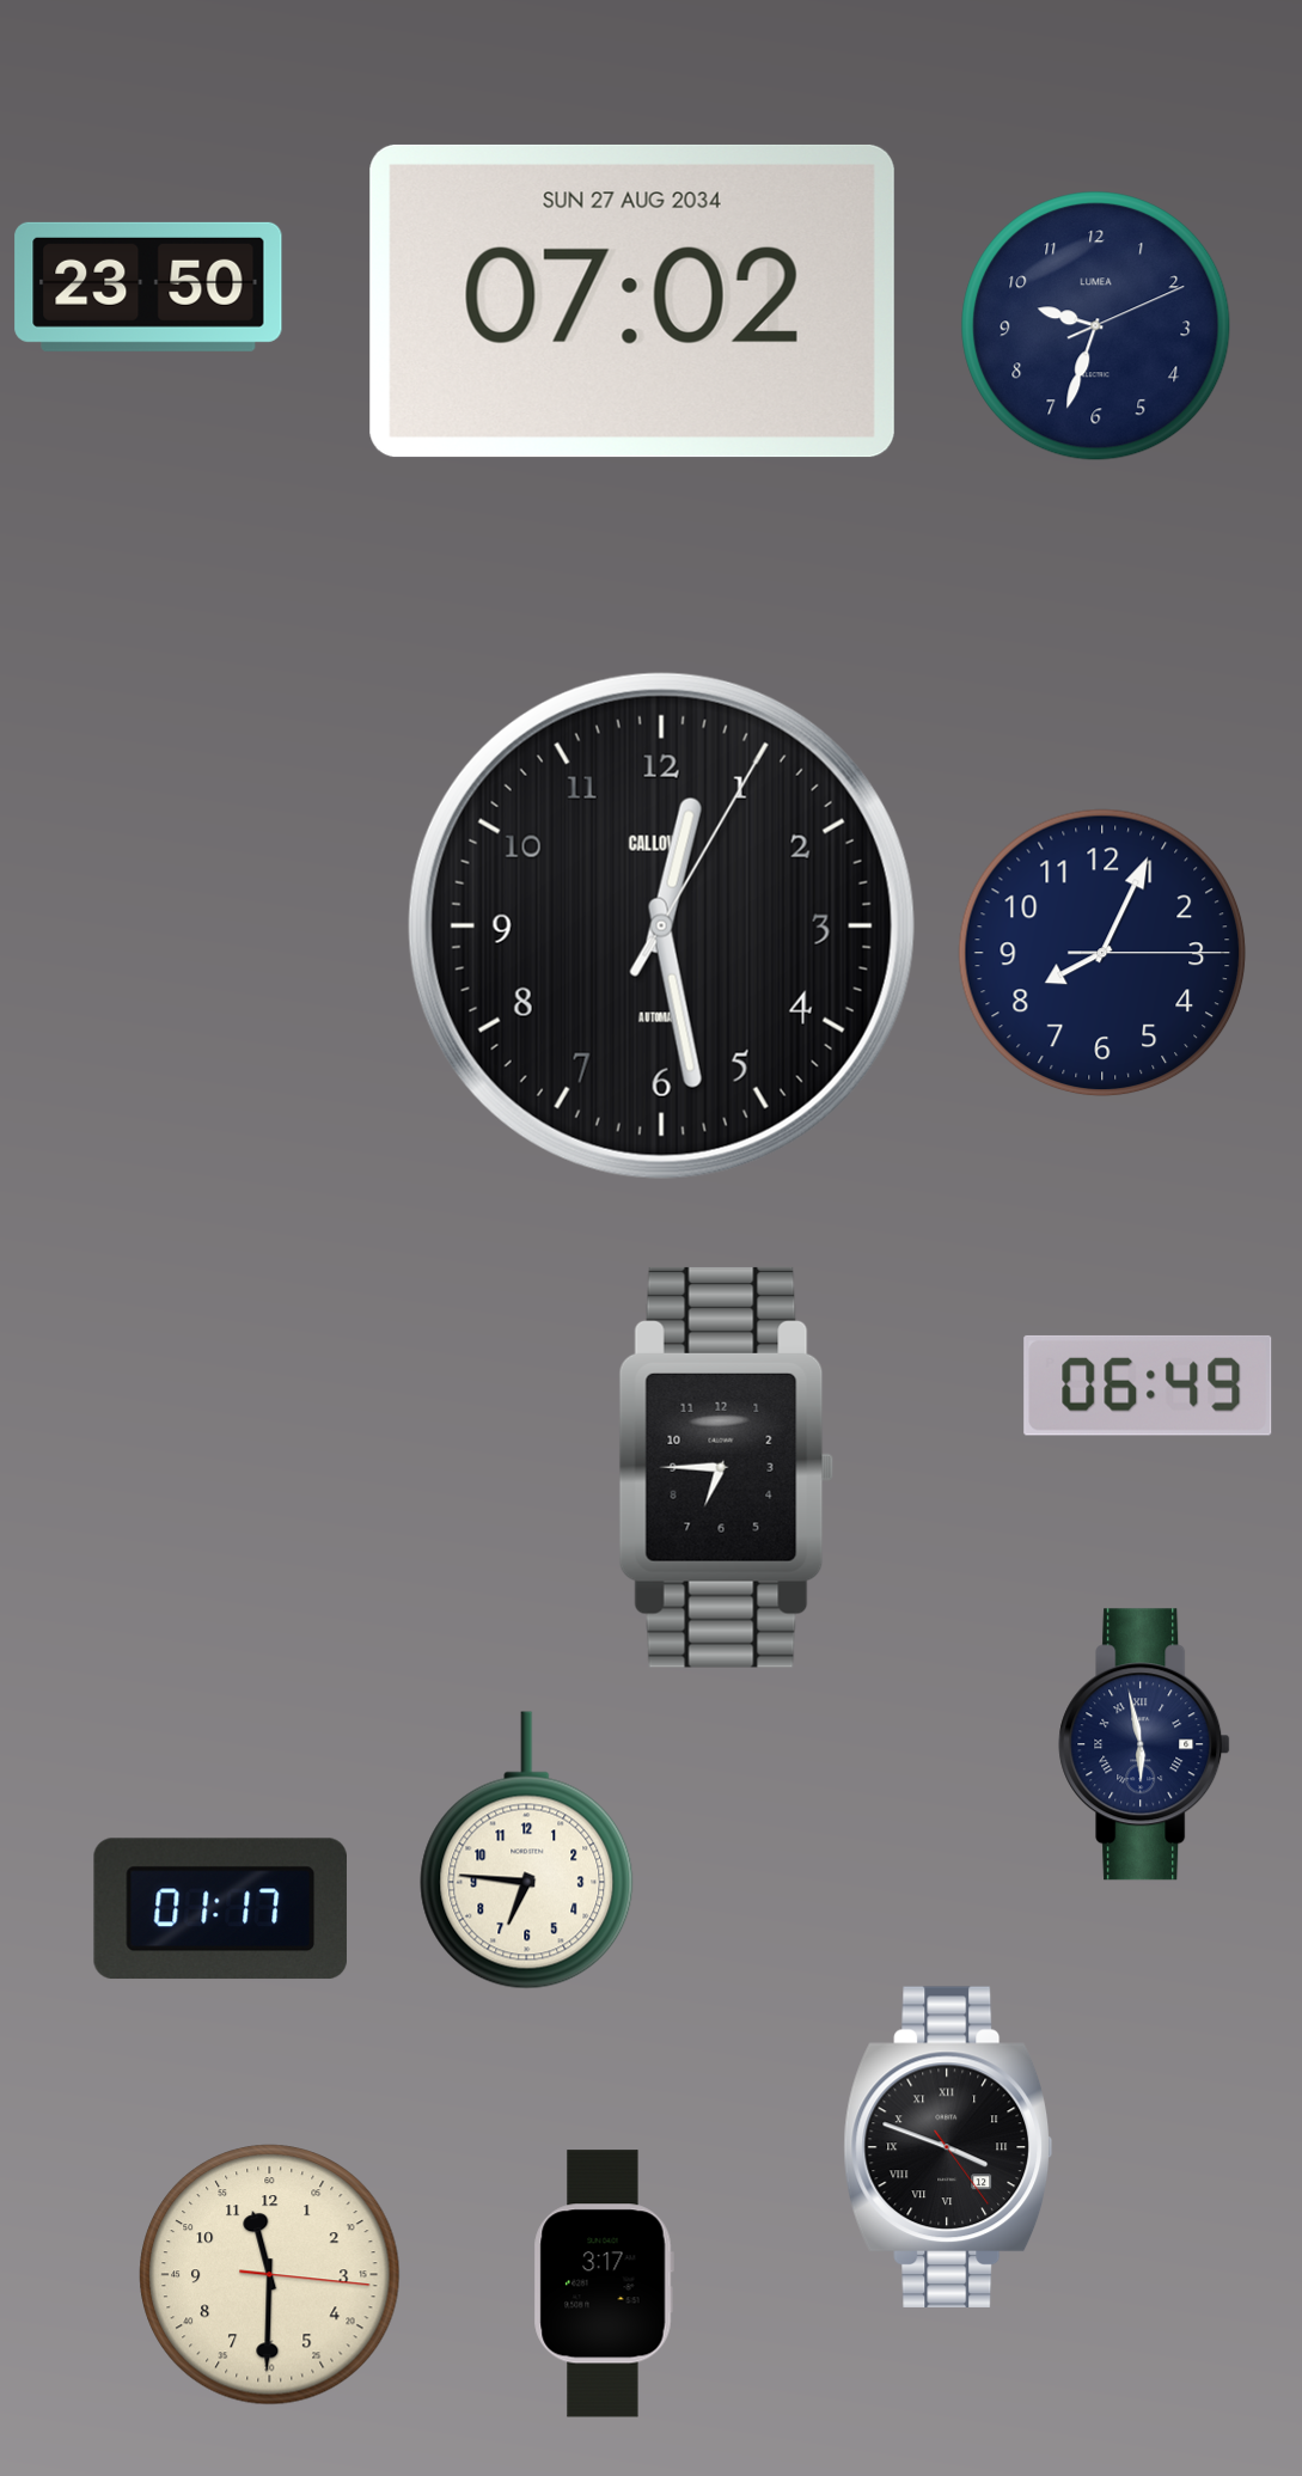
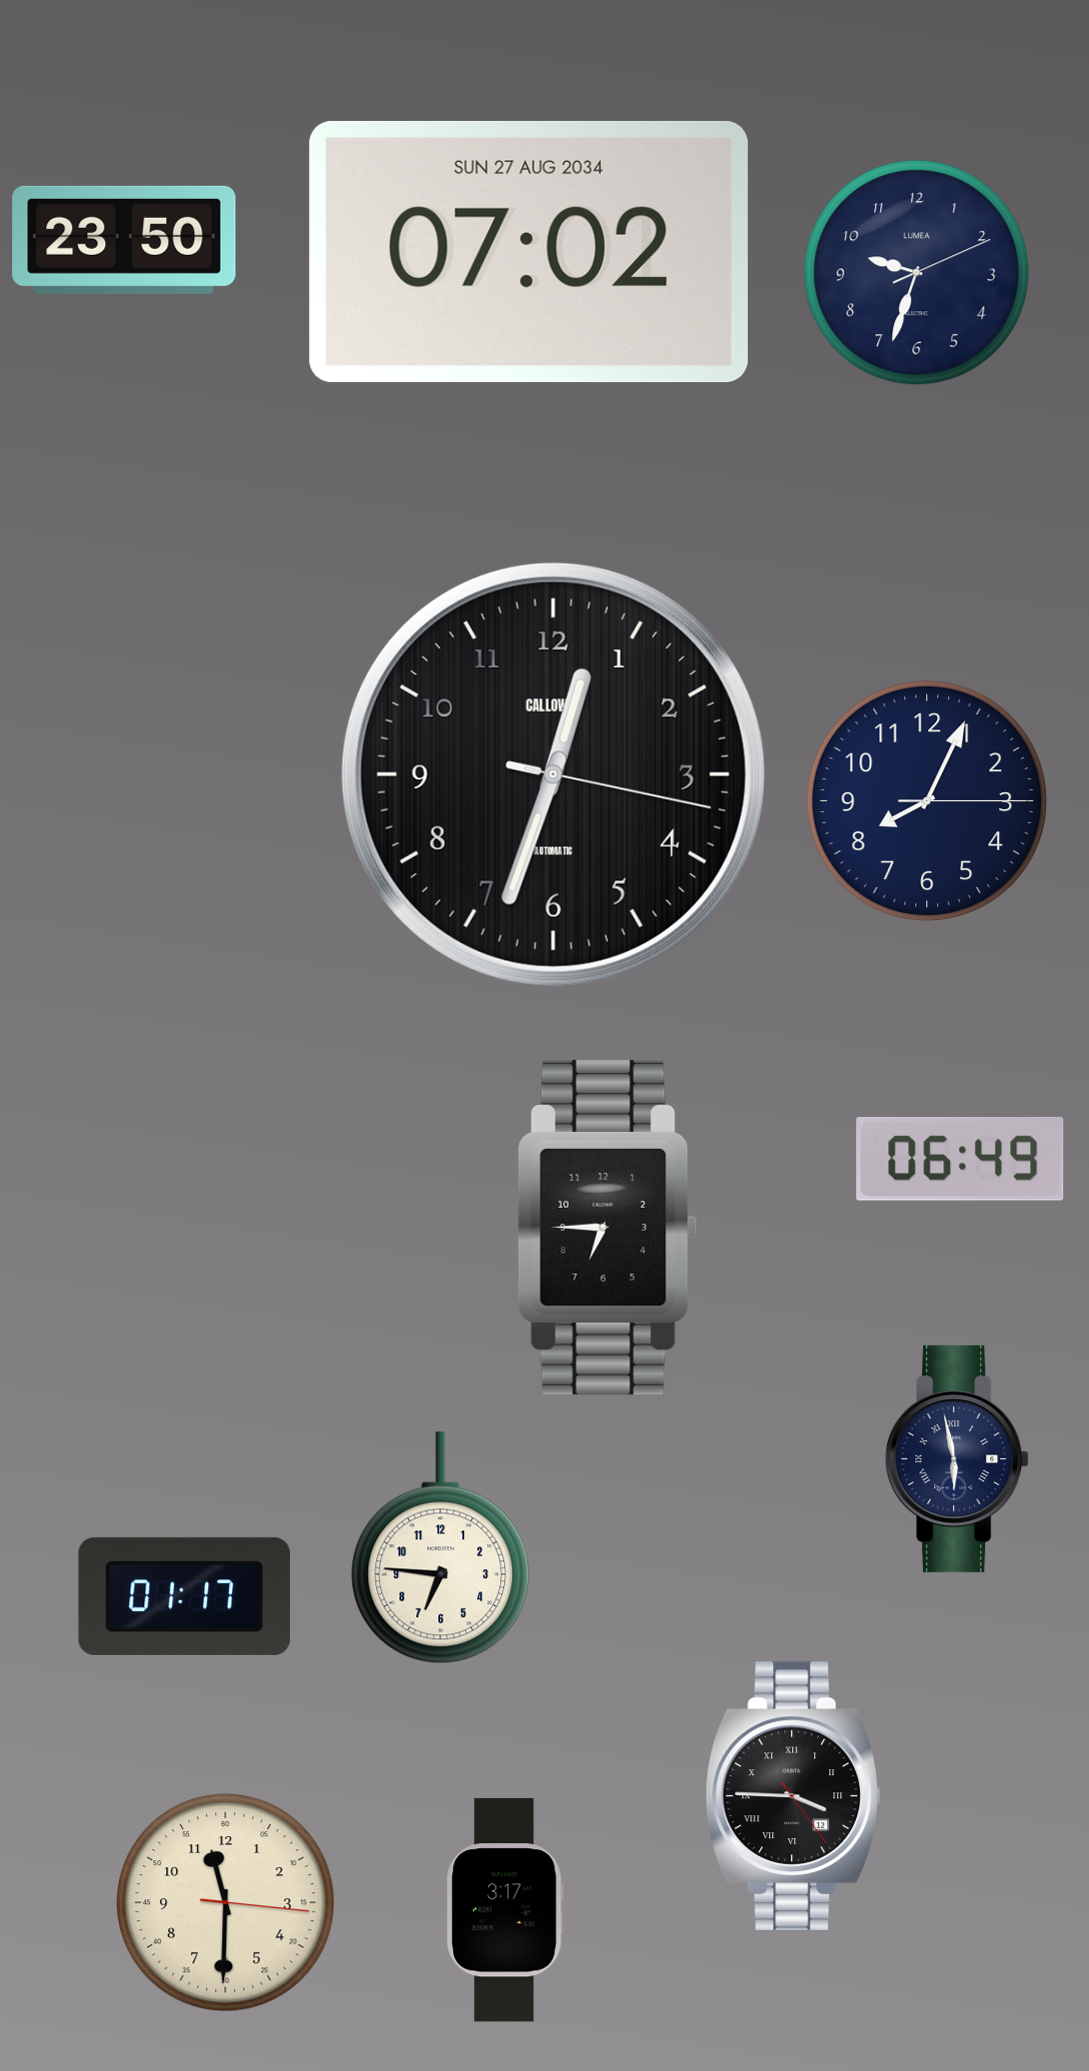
clock at (661, 925): 12:28 -> 12:33
clock at (1101, 952) position: (1101, 952) -> (926, 800)
clock at (948, 2146): 3:48 -> 3:45
